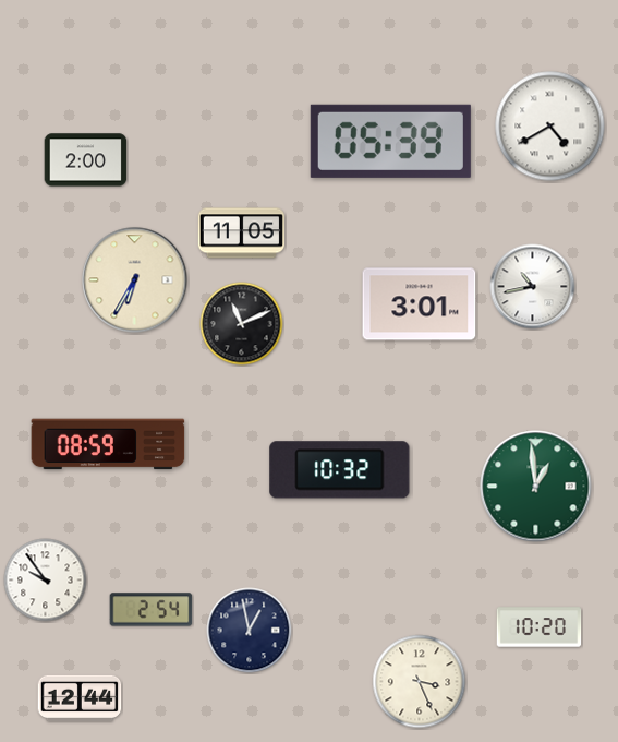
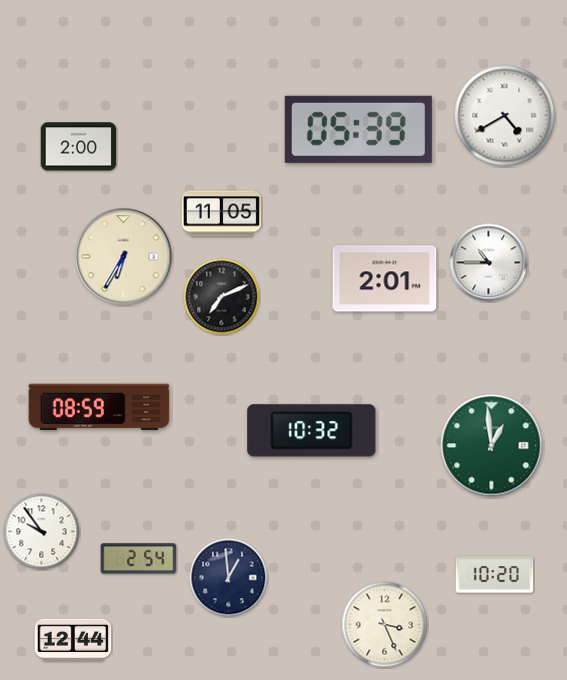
clock at (533, 287): 10:43 -> 10:45
clock at (420, 304): 3:01 -> 2:01
clock at (242, 324): 11:11 -> 7:11
clock at (250, 631): 12:58 -> 12:59
